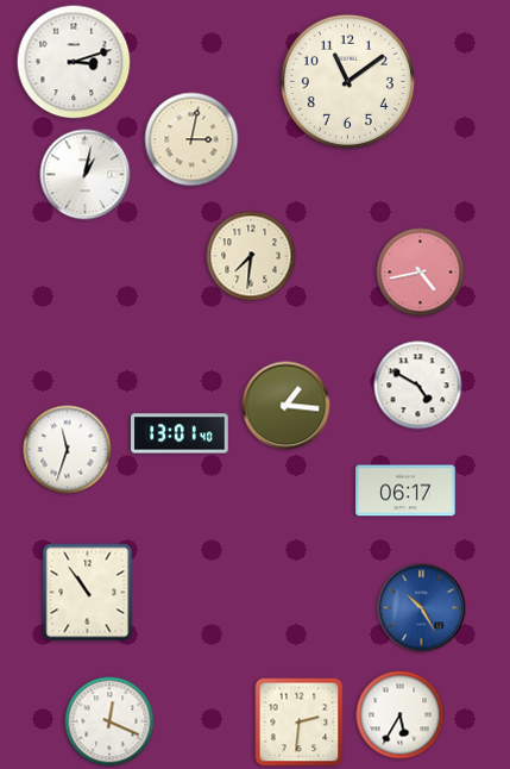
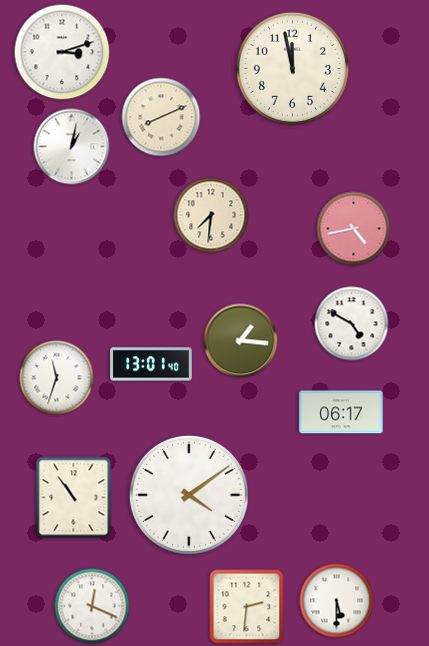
clock at (347, 81): 11:09 -> 11:58
clock at (191, 139): 3:02 -> 8:11
clock at (189, 495): none -> 4:09
clock at (422, 608): 10:25 -> none
clock at (401, 715): 5:35 -> 5:30
clock at (300, 723) position: (300, 723) -> (247, 607)
